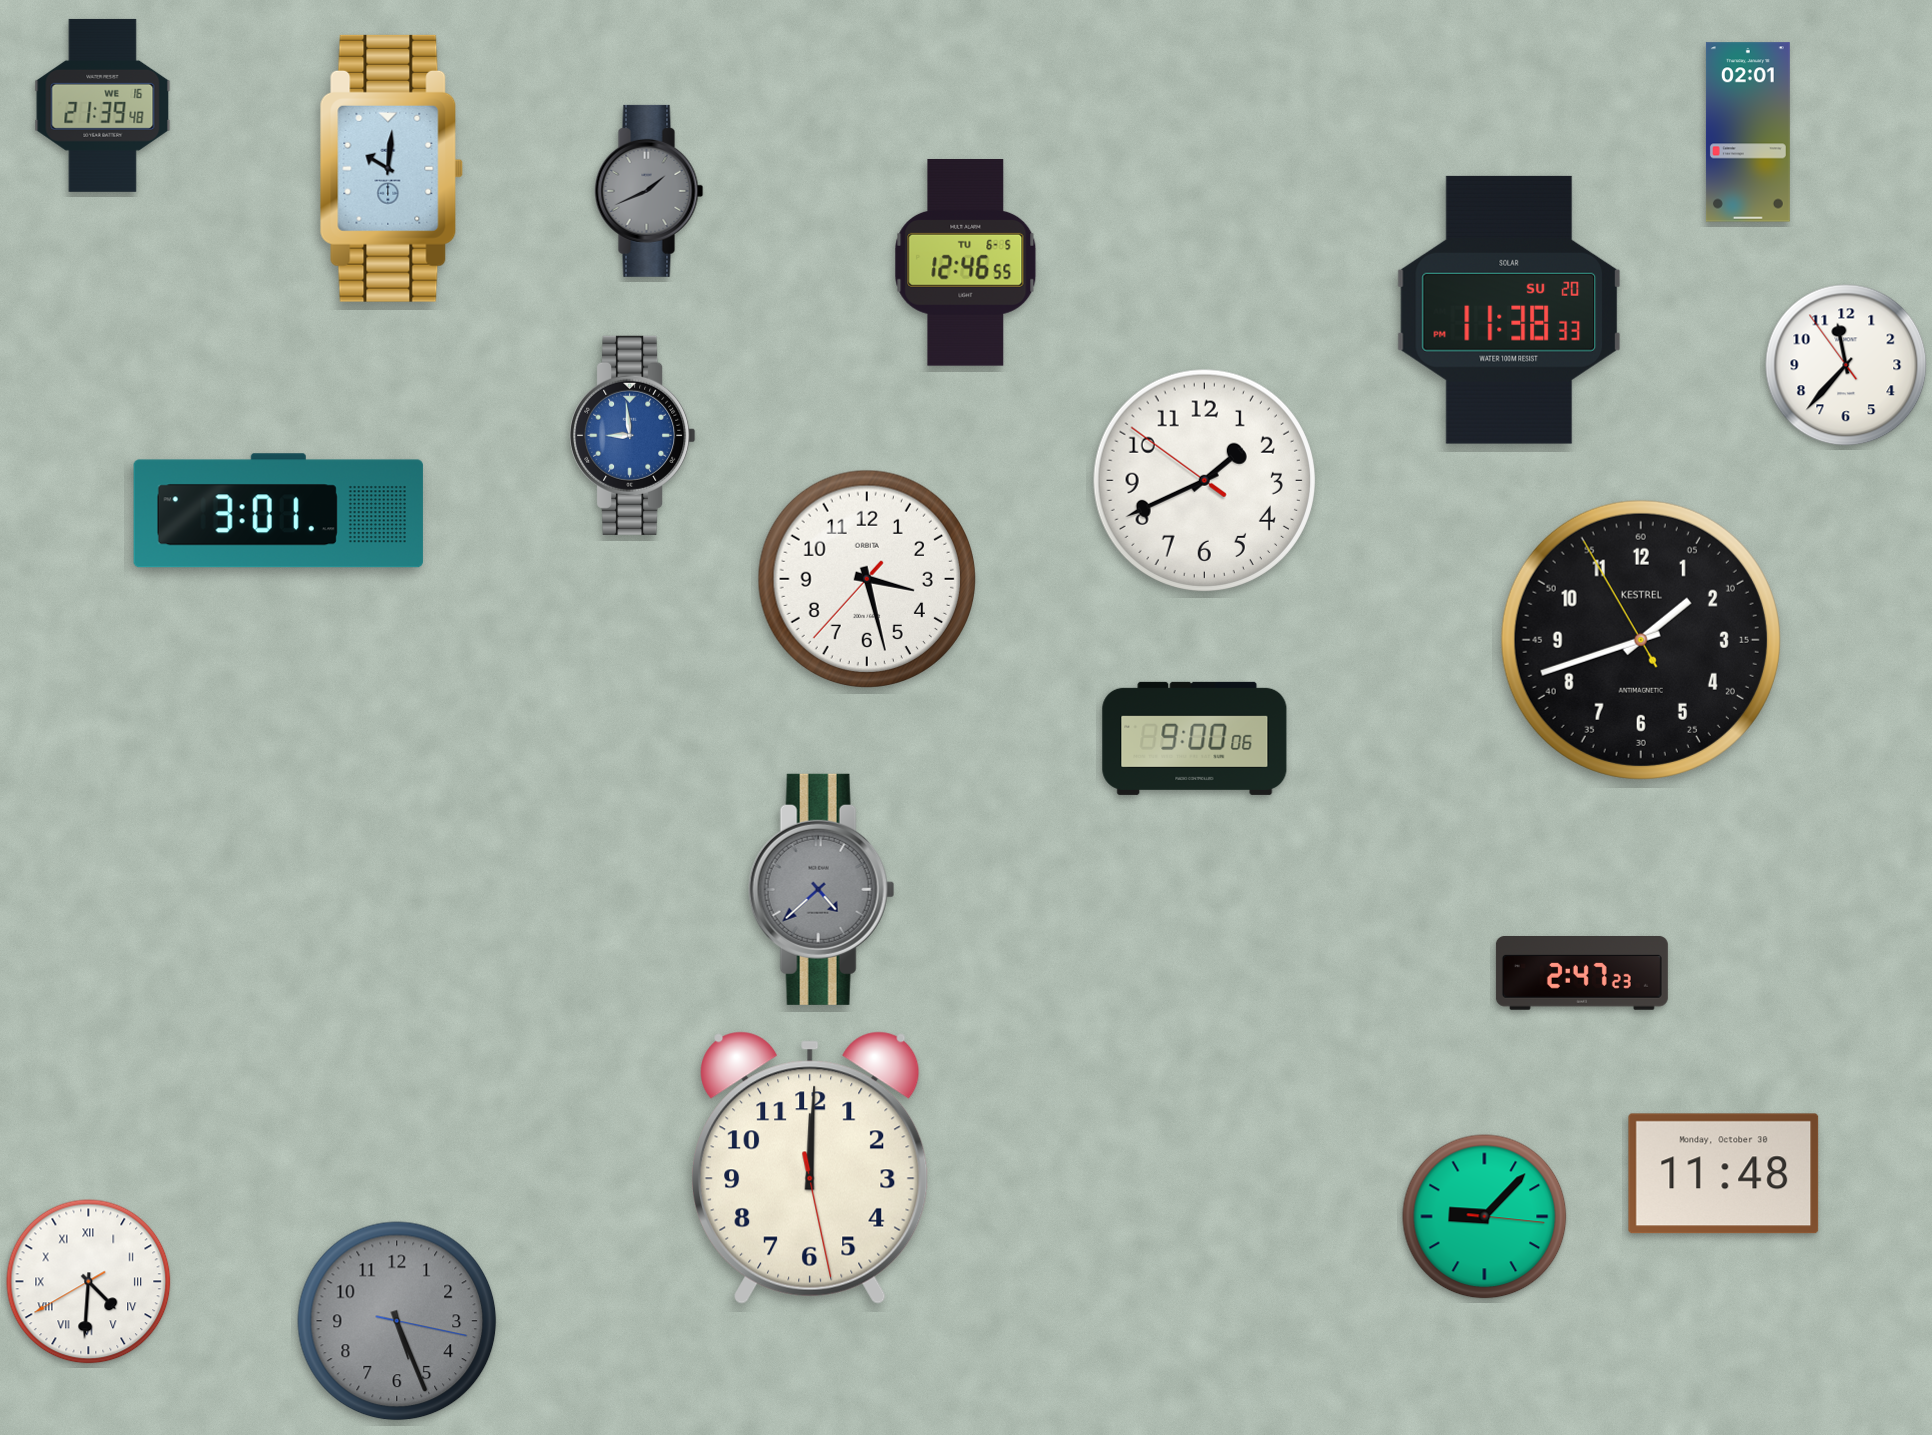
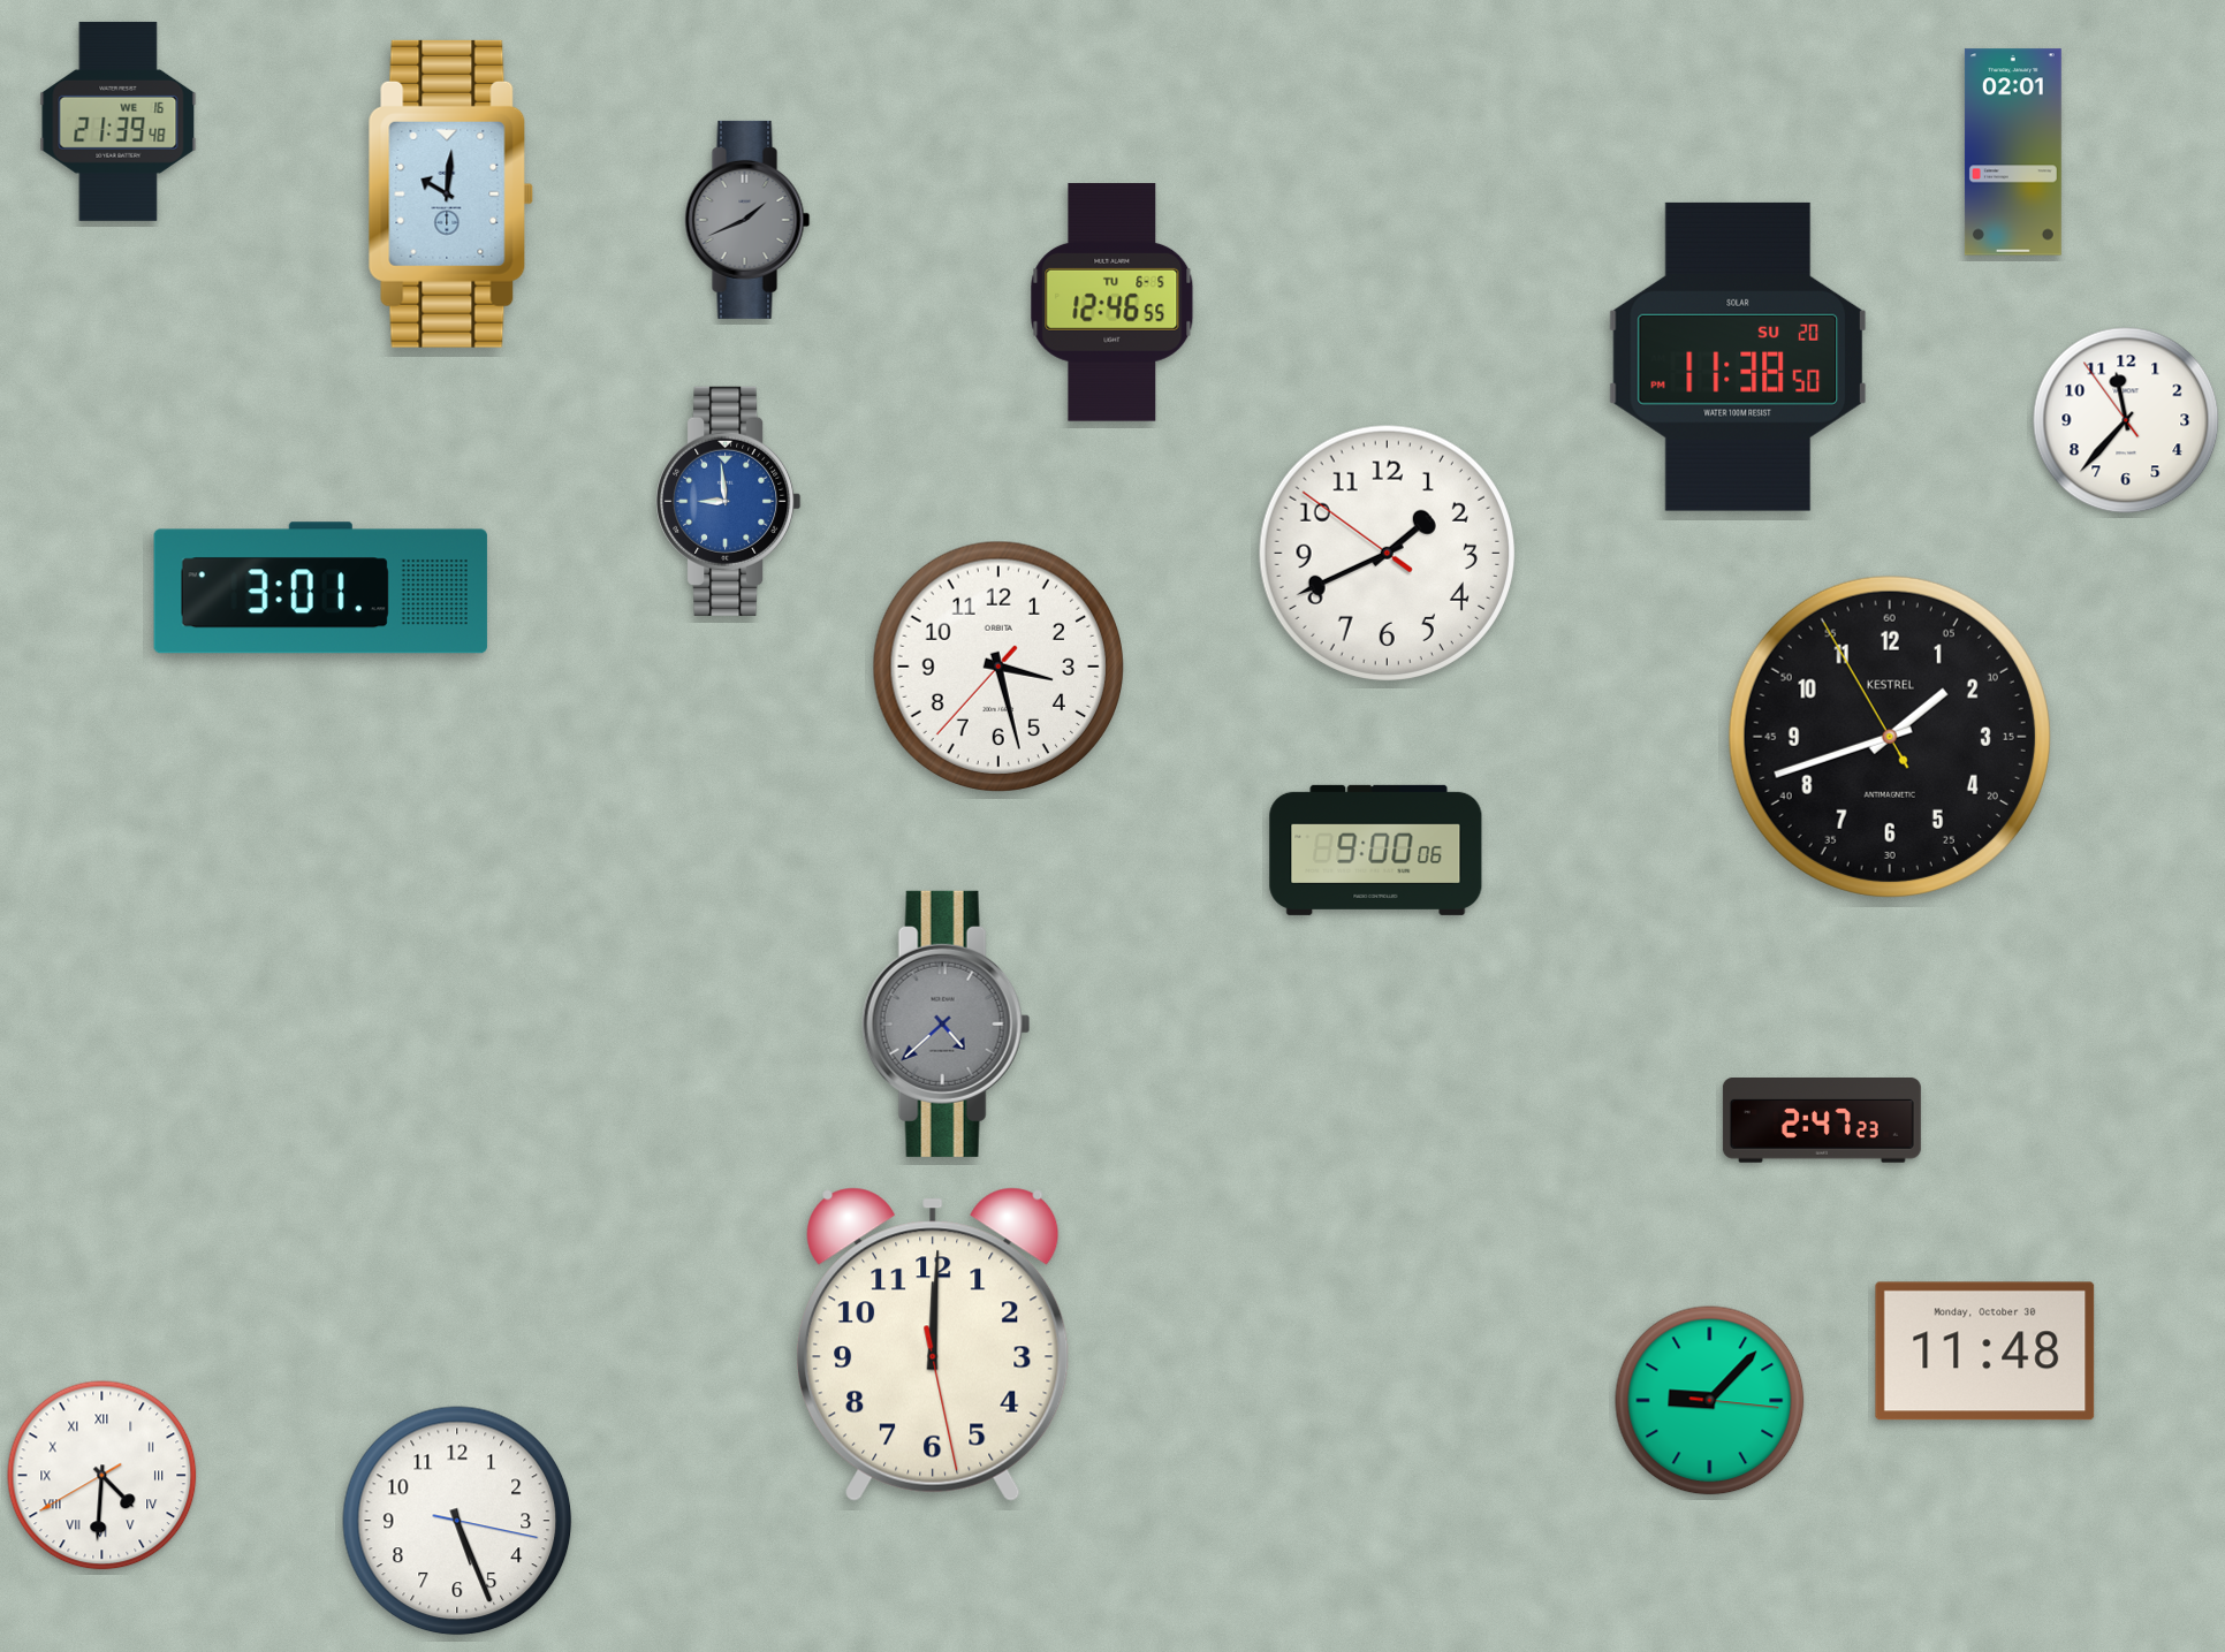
clock at (1508, 310): 11:38:33 -> 11:38:50
clock at (397, 1321) dial: grey -> white
